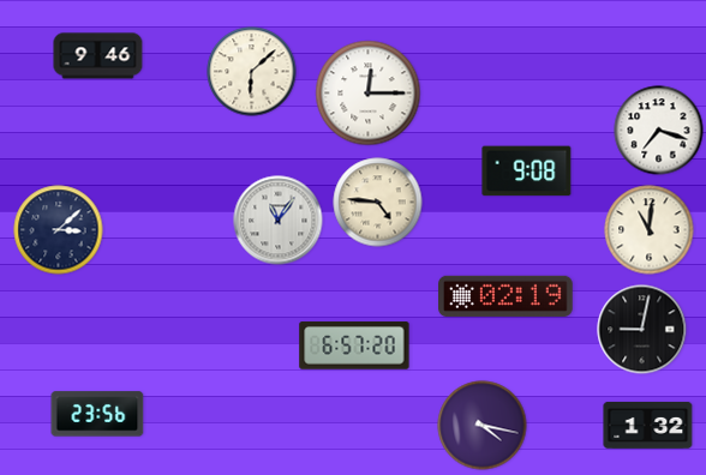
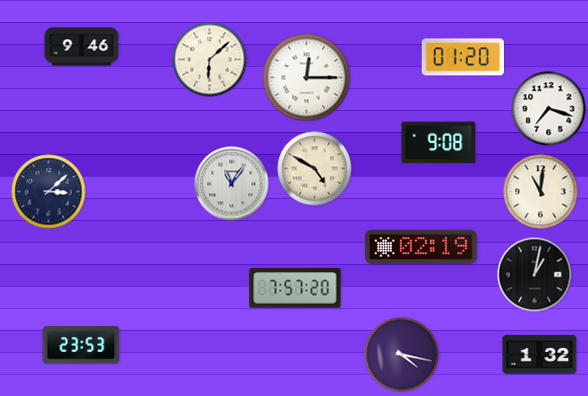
clock at (463, 57): none -> 01:20
clock at (378, 203): 4:46 -> 4:50
clock at (642, 330): 9:02 -> 1:02
clock at (354, 345): 6:57 -> 7:57
clock at (97, 414): 23:56 -> 23:53
